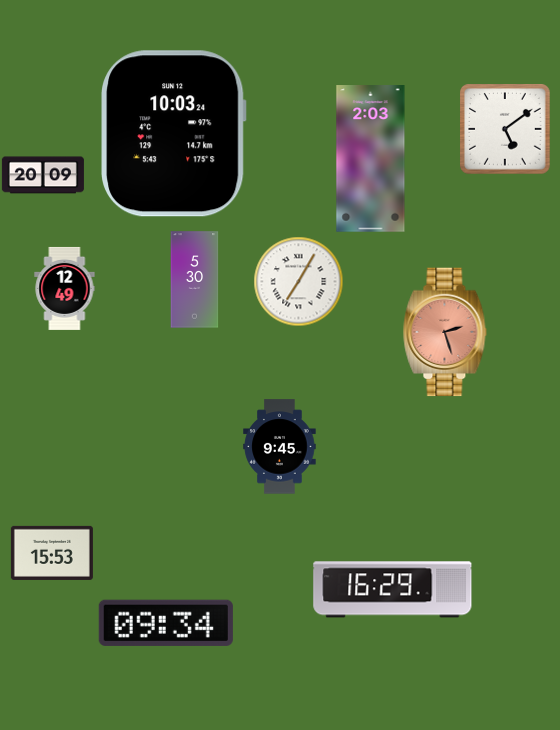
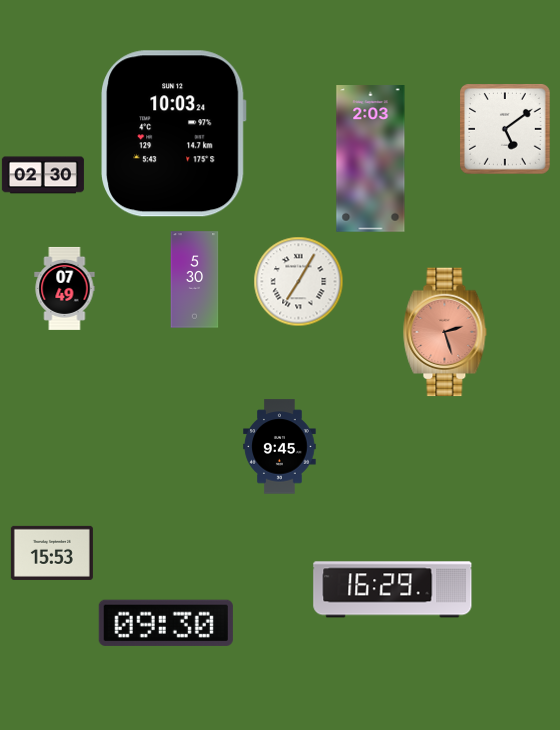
clock at (43, 175): 20:09 -> 02:30
clock at (65, 288): 12:49 -> 07:49
clock at (166, 623): 09:34 -> 09:30
